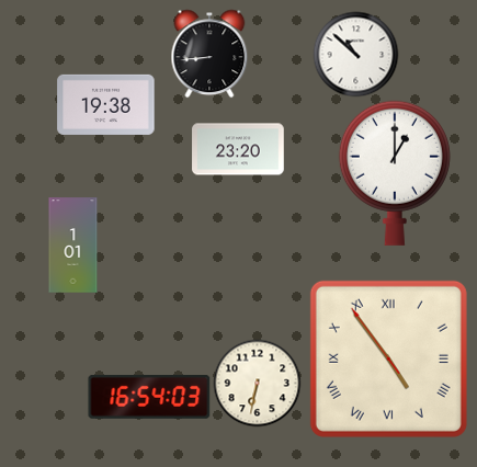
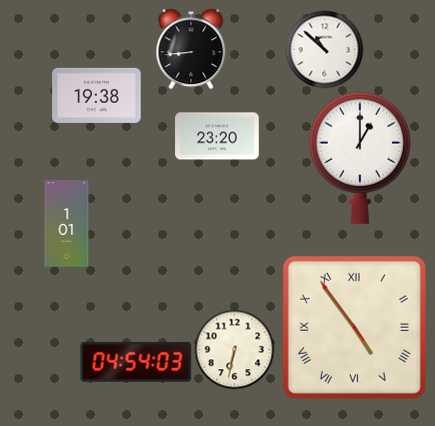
clock at (149, 397): 16:54 -> 04:54
